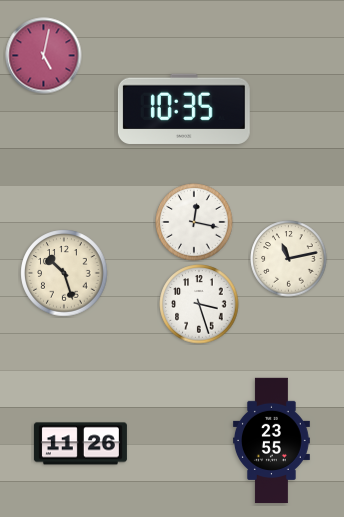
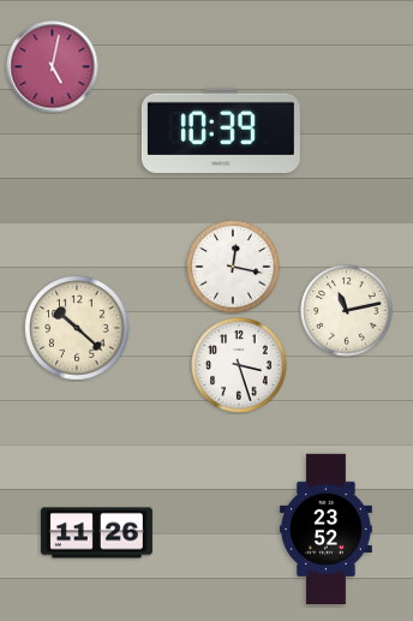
clock at (184, 109): 10:35 -> 10:39
clock at (64, 273): 10:27 -> 10:22
clock at (272, 441): 23:55 -> 23:52
